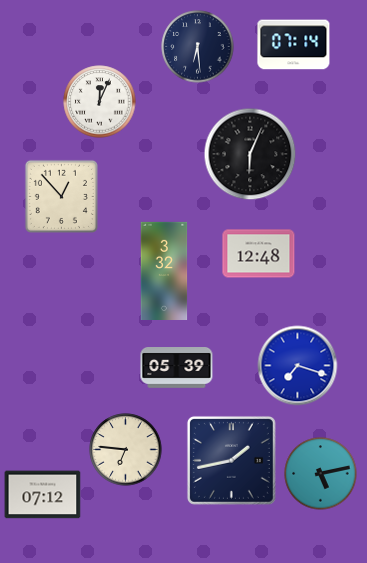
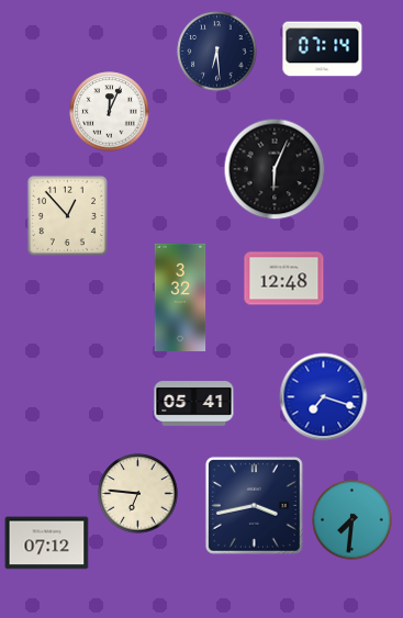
clock at (298, 366) position: (298, 366) -> (324, 397)
clock at (177, 368): 05:39 -> 05:41
clock at (231, 460): 1:43 -> 3:43
clock at (321, 474): 5:13 -> 7:31
